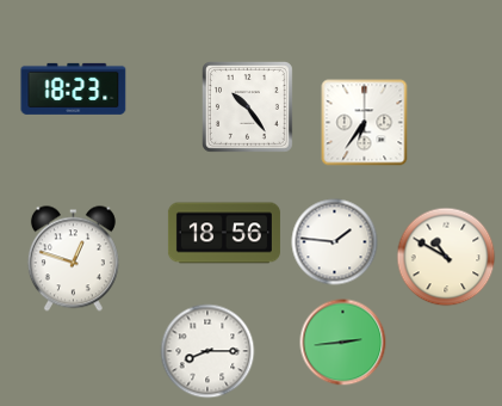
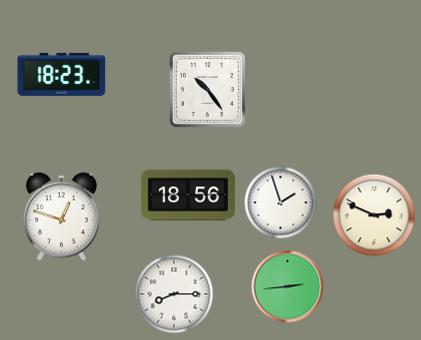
clock at (365, 123): 6:36 -> none
clock at (335, 242): 1:46 -> 1:57
clock at (446, 257): 10:50 -> 2:49
